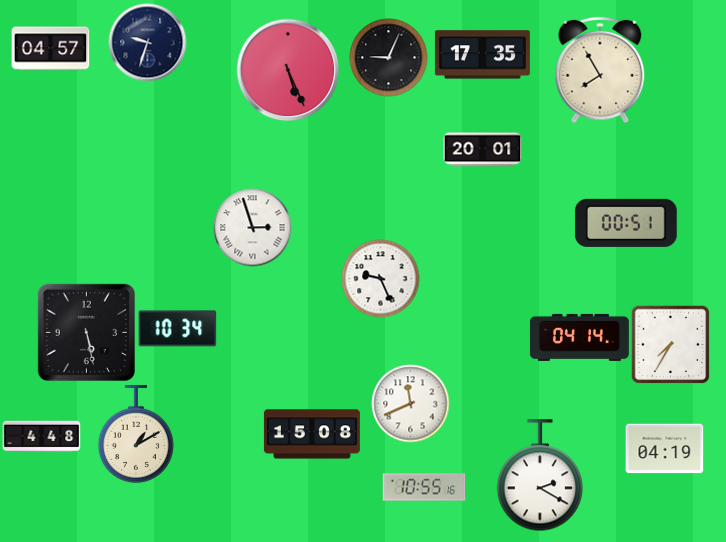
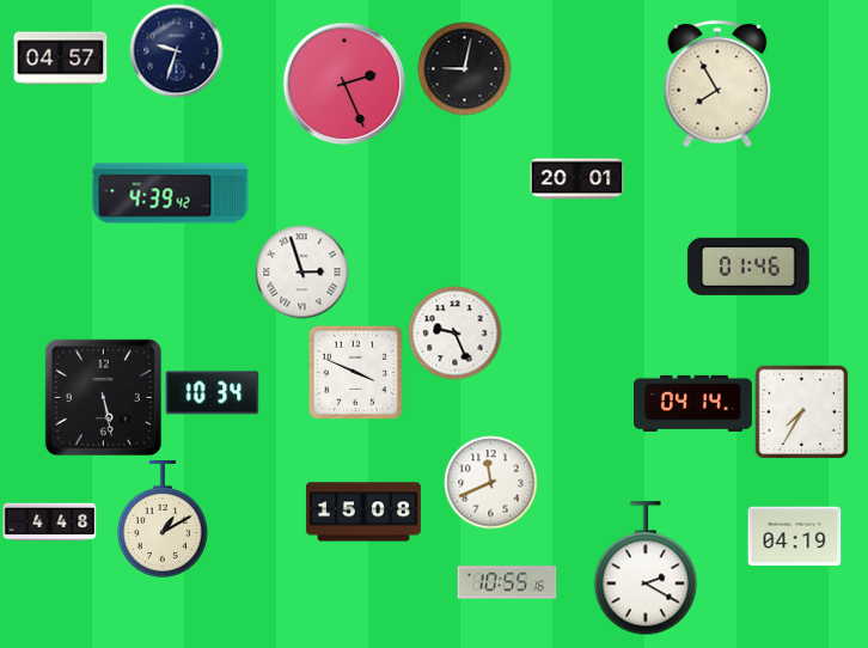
clock at (482, 55): 17:35 -> none
clock at (388, 57): 9:04 -> 9:02
clock at (288, 70): 5:26 -> 2:26
clock at (171, 194): none -> 4:39
clock at (626, 223): 00:51 -> 01:46
clock at (355, 372): none -> 3:49
clock at (312, 434) position: (312, 434) -> (363, 512)
